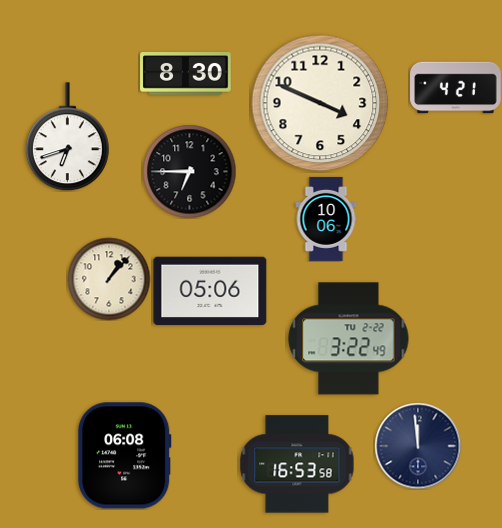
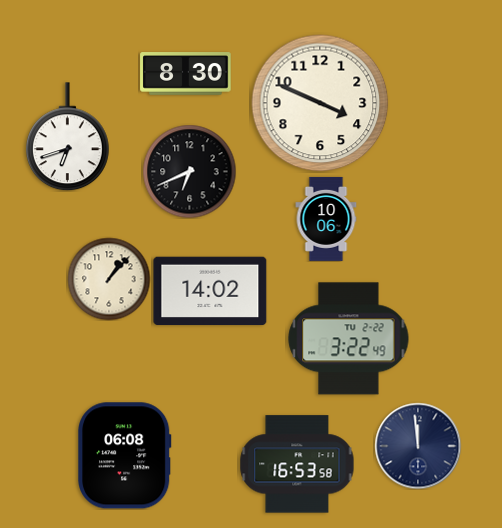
clock at (456, 88): 4:21 -> none
clock at (189, 171): 6:45 -> 6:41
clock at (210, 291): 05:06 -> 14:02
